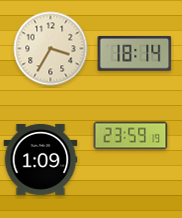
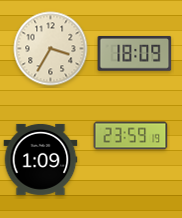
clock at (135, 53): 18:14 -> 18:09
